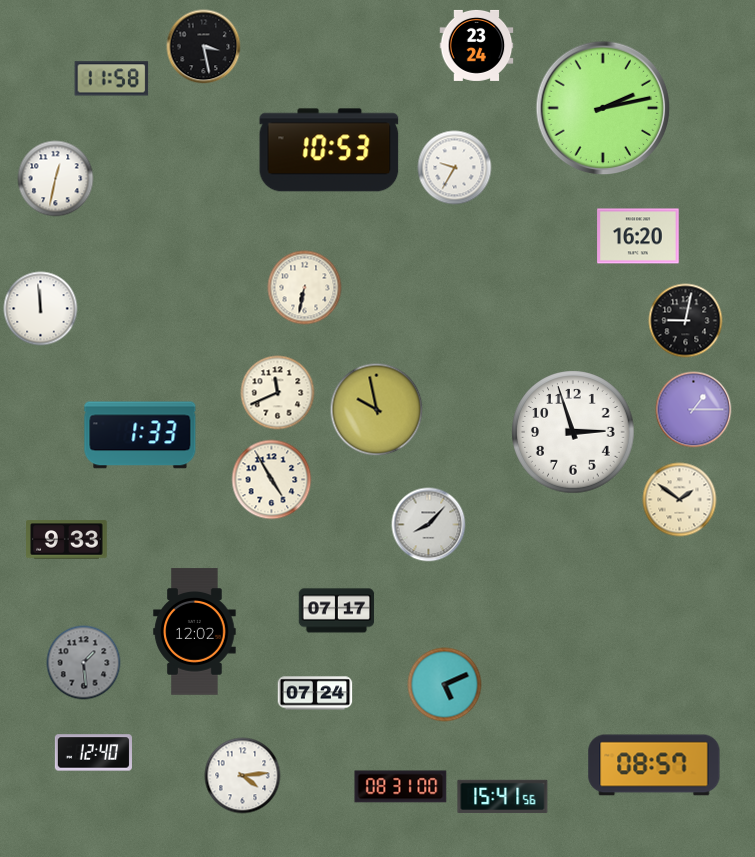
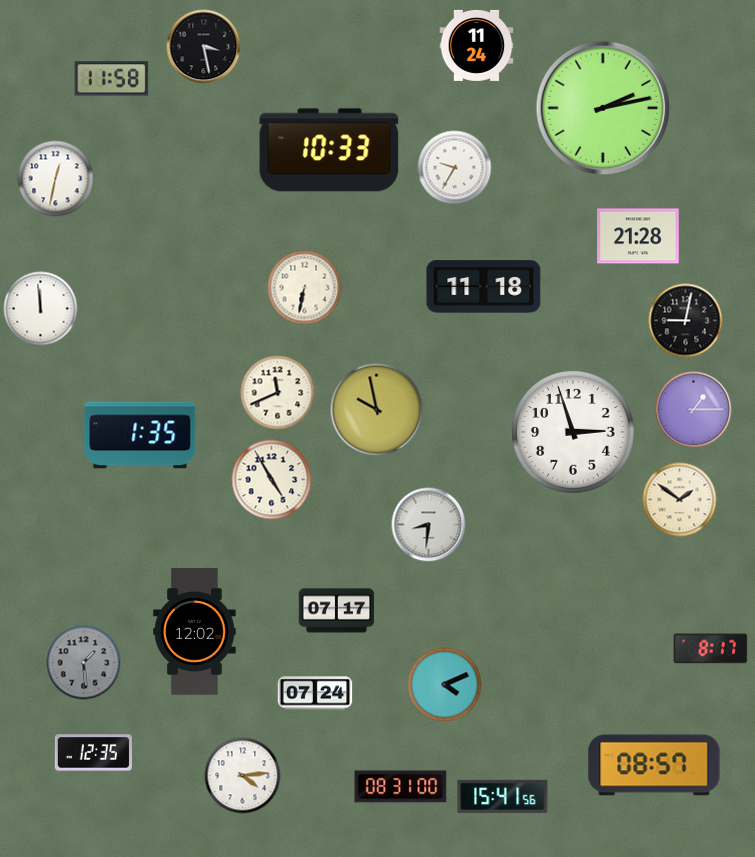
clock at (477, 45): 23:24 -> 11:24
clock at (329, 150): 10:53 -> 10:33
clock at (638, 236): 16:20 -> 21:28
clock at (484, 287): none -> 11:18
clock at (140, 435): 1:33 -> 1:35
clock at (429, 525): 8:07 -> 8:31
clock at (67, 540): 9:33 -> none
clock at (711, 649): none -> 8:17
clock at (445, 685): 5:11 -> 4:11
clock at (93, 753): 12:40 -> 12:35
